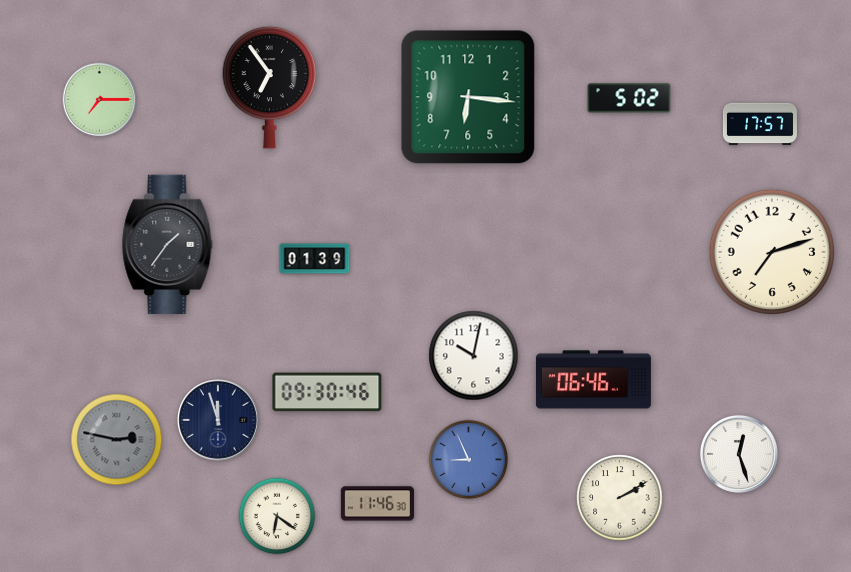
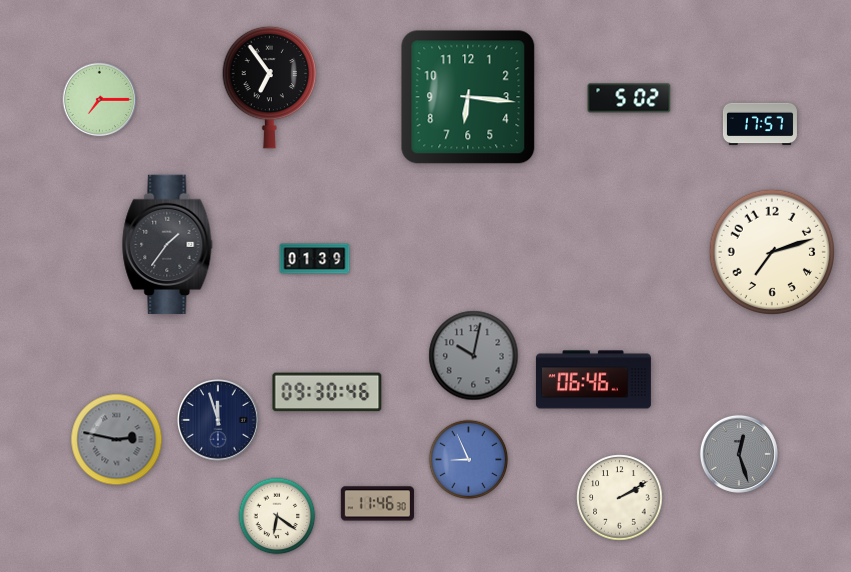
clock at (474, 356) dial: white -> grey
clock at (739, 454) dial: white -> grey
